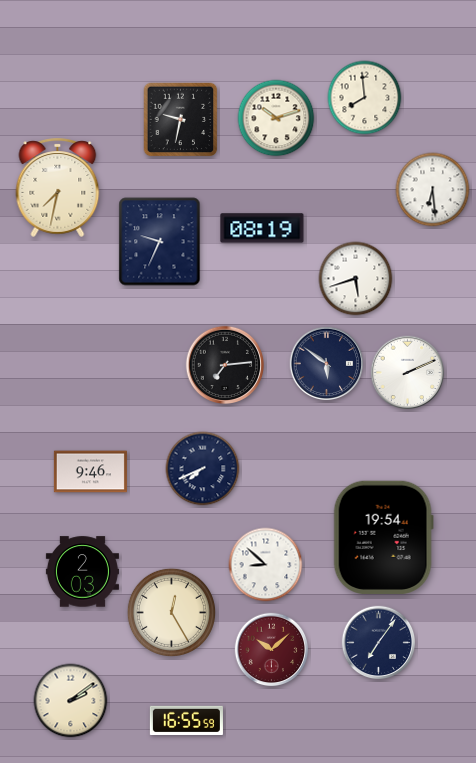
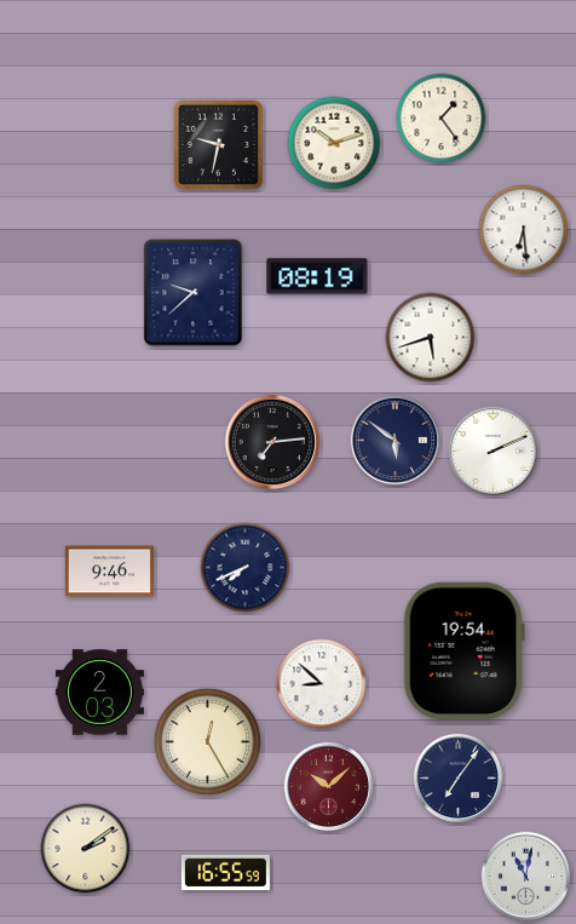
clock at (365, 98): 7:59 -> 1:24
clock at (58, 187): 7:32 -> none
clock at (160, 242): 9:34 -> 9:38
clock at (526, 877): none -> 11:02
